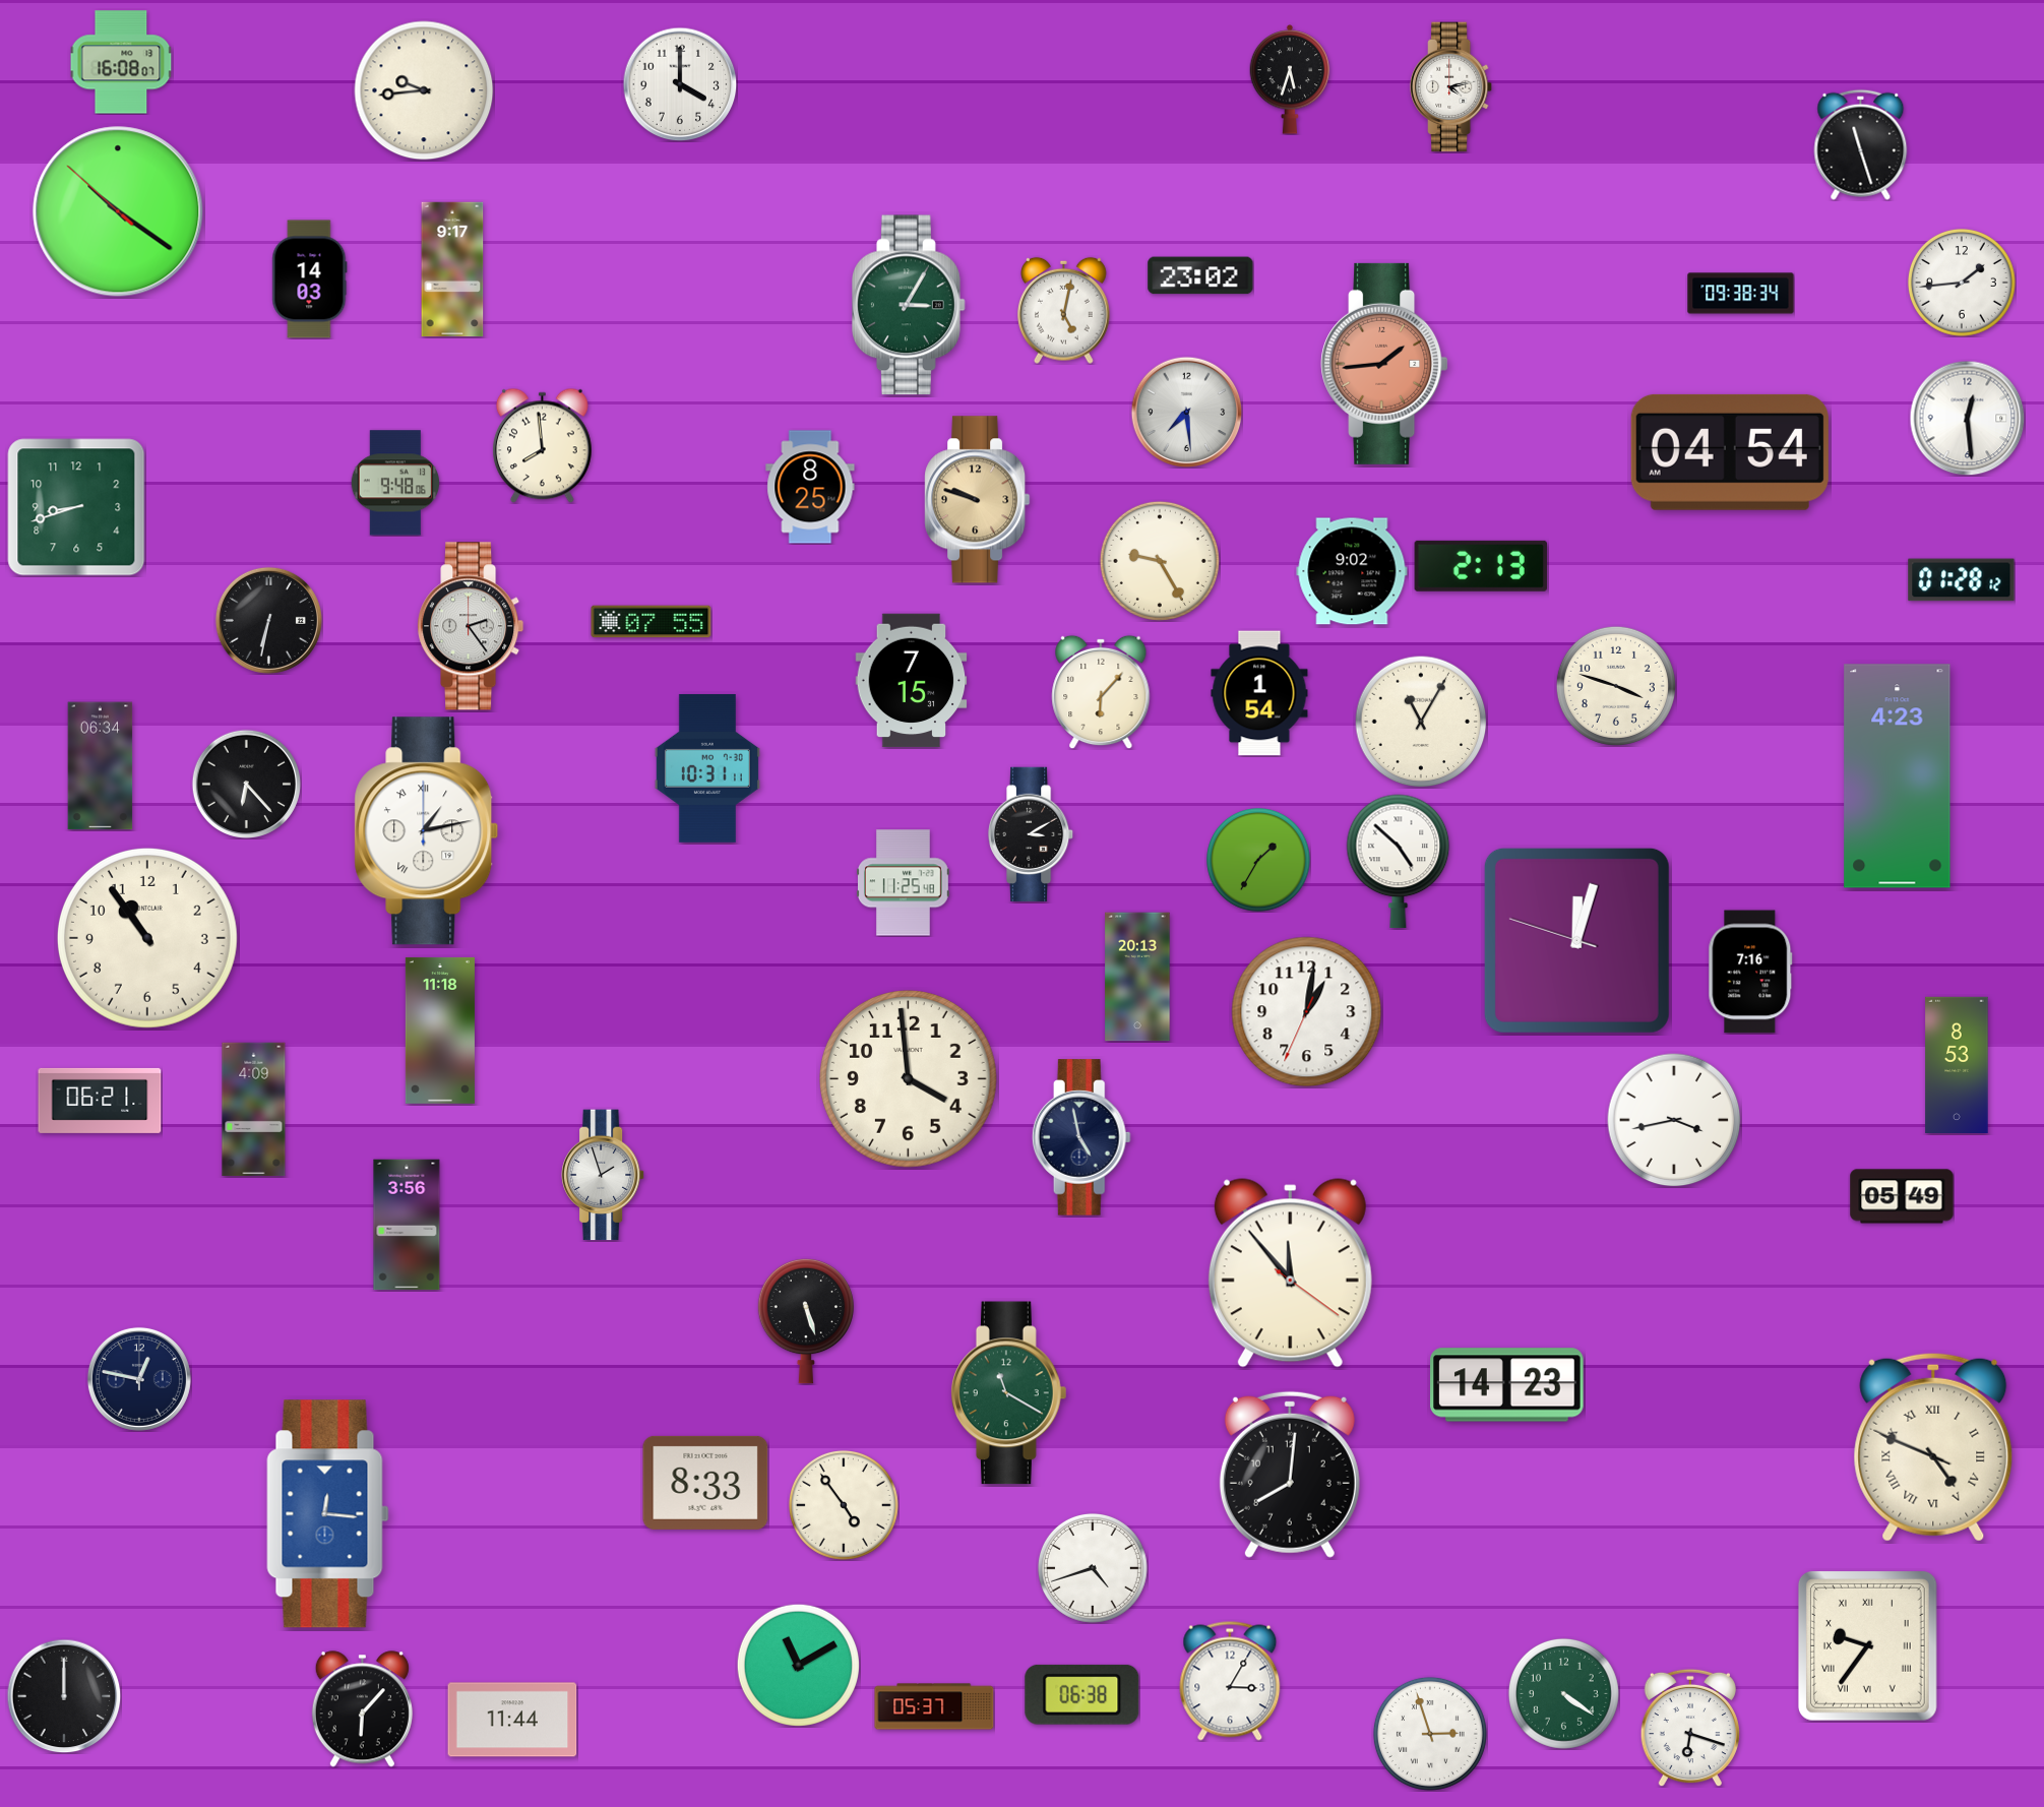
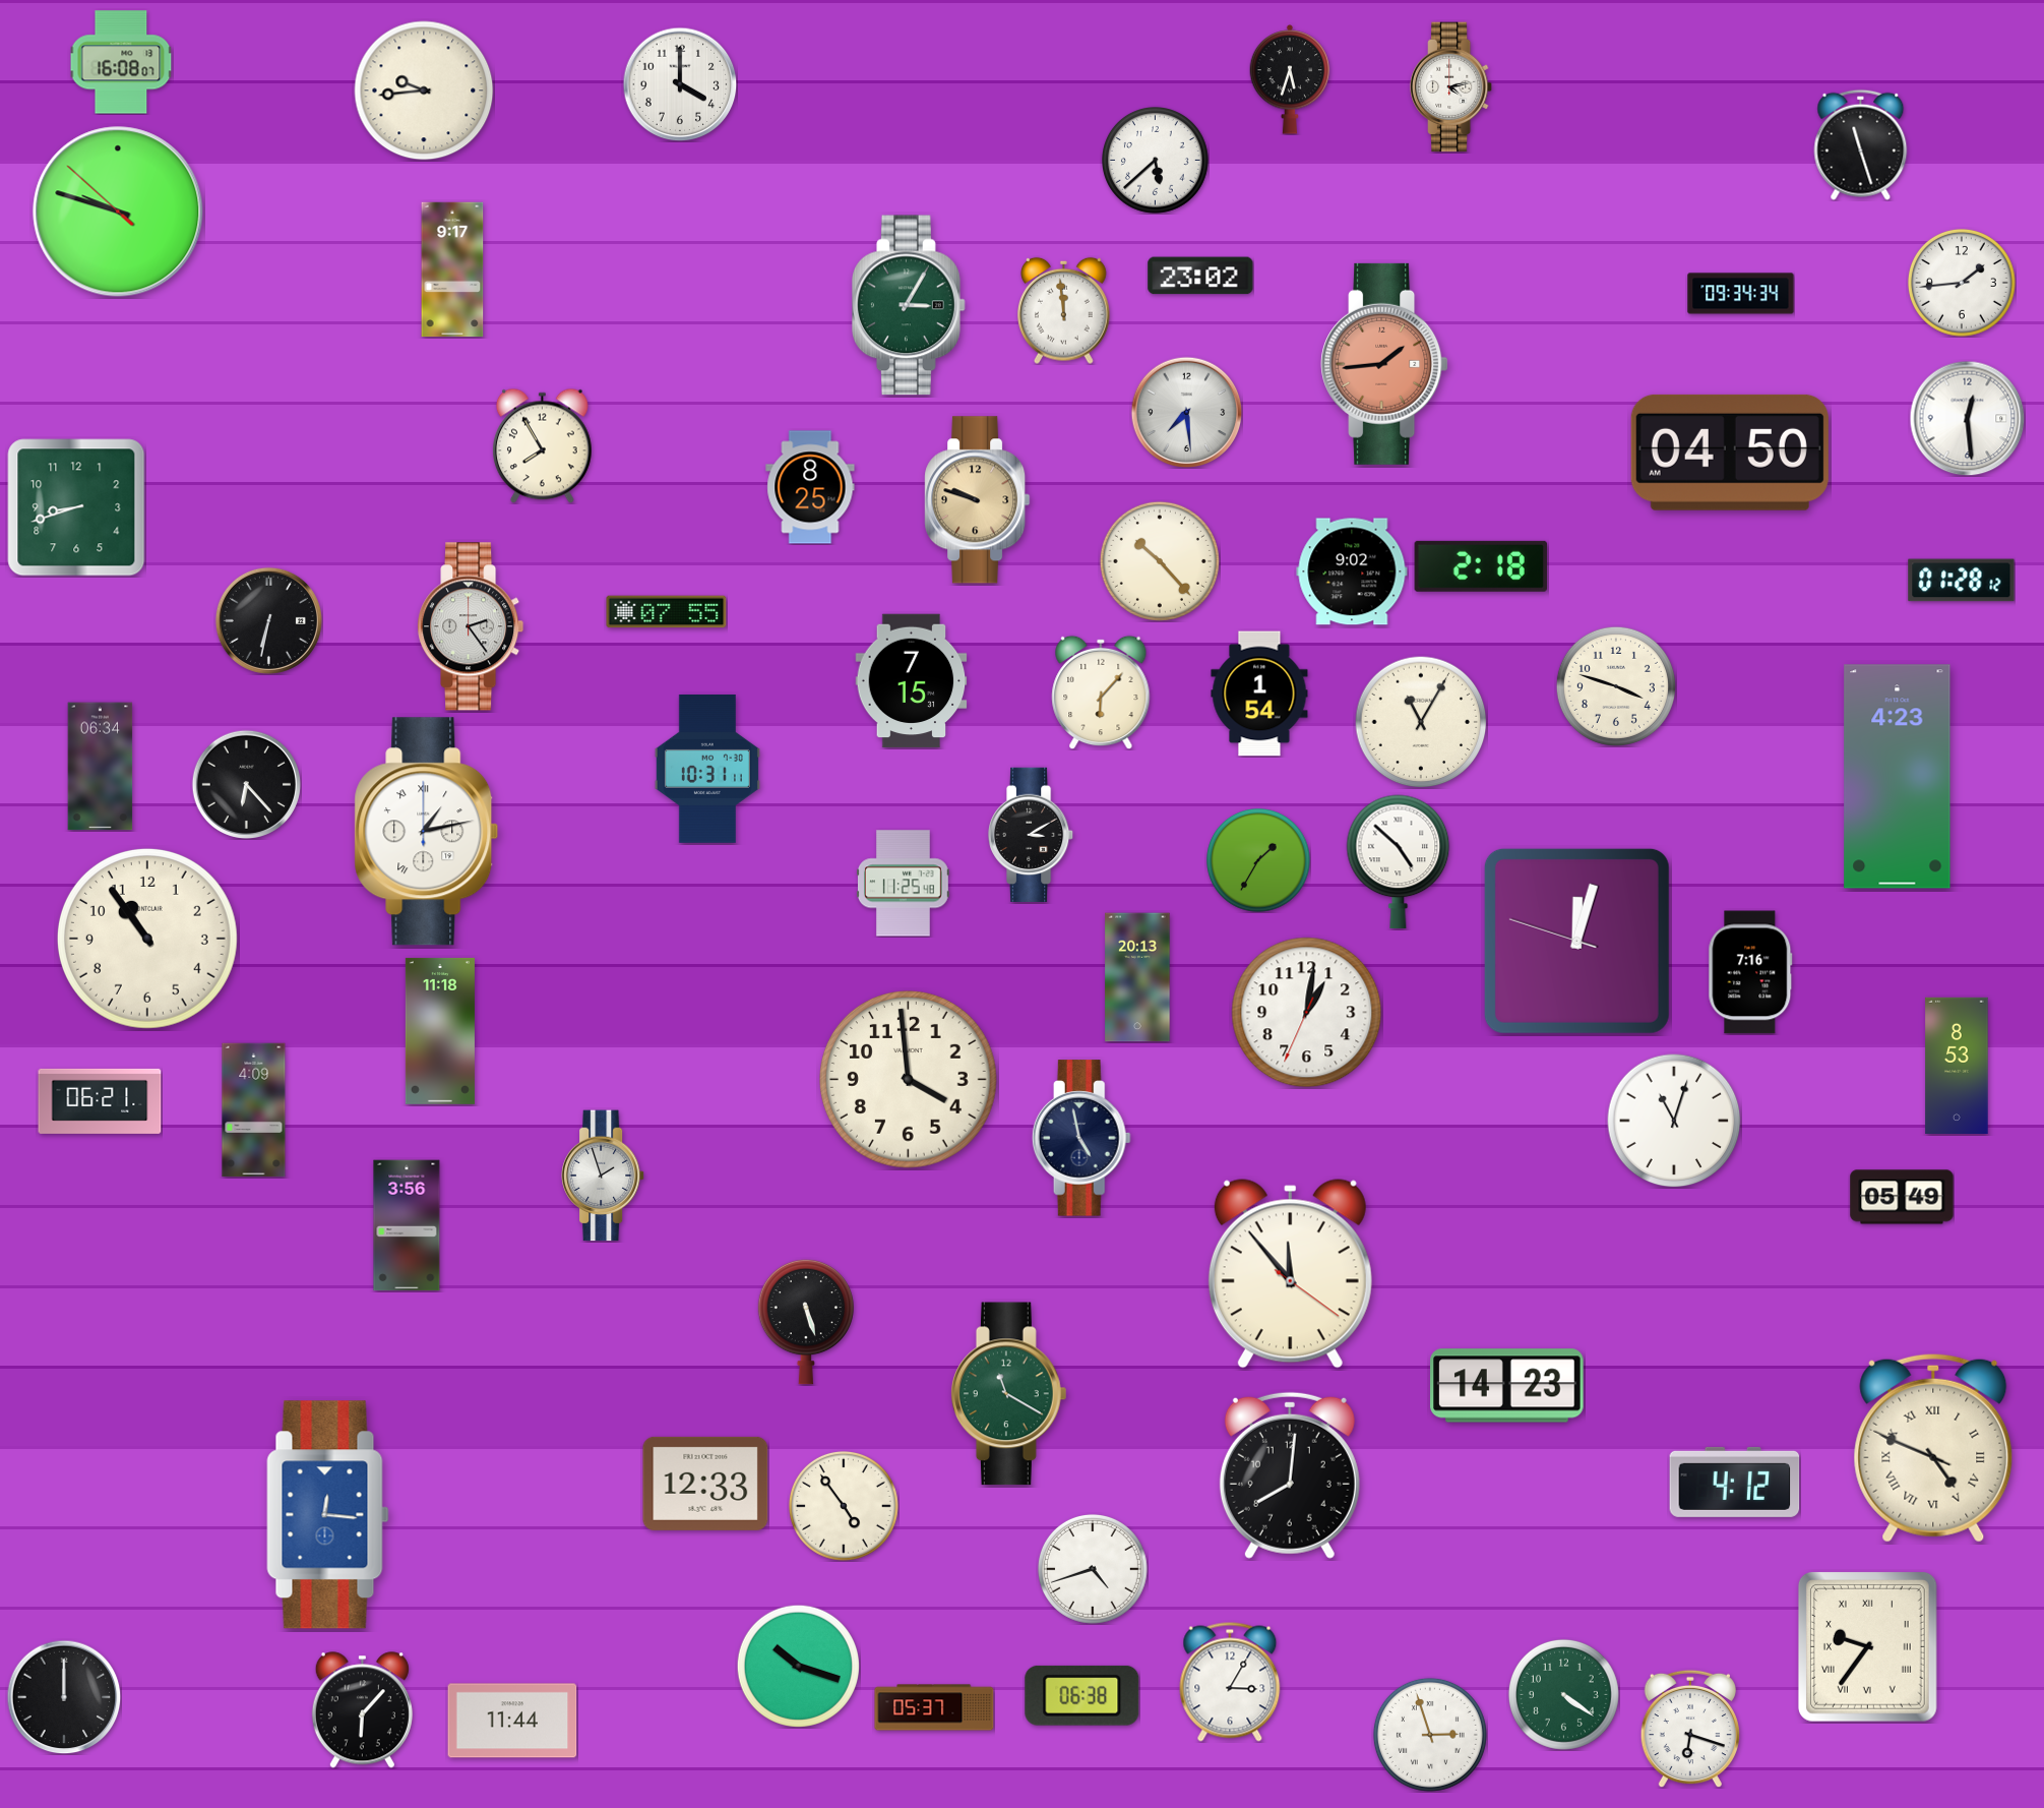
clock at (1156, 161): none -> 5:38
clock at (118, 211): 10:20 -> 9:47
clock at (310, 279): 14:03 -> none
clock at (1741, 294): 09:38 -> 09:34
clock at (1064, 310): 5:02 -> 11:59
clock at (542, 445): 7:59 -> 7:55
clock at (1730, 452): 04:54 -> 04:50
clock at (395, 483): 9:48 -> none
clock at (1160, 561): 9:25 -> 10:23
clock at (1481, 566): 2:13 -> 2:18
clock at (652, 622) position: (652, 622) -> (667, 612)
clock at (1674, 1120): 3:43 -> 11:03
clock at (139, 1379): 12:47 -> none
clock at (1735, 1482): none -> 4:12
clock at (705, 1483): 8:33 -> 12:33
clock at (798, 1665): 11:10 -> 10:18
